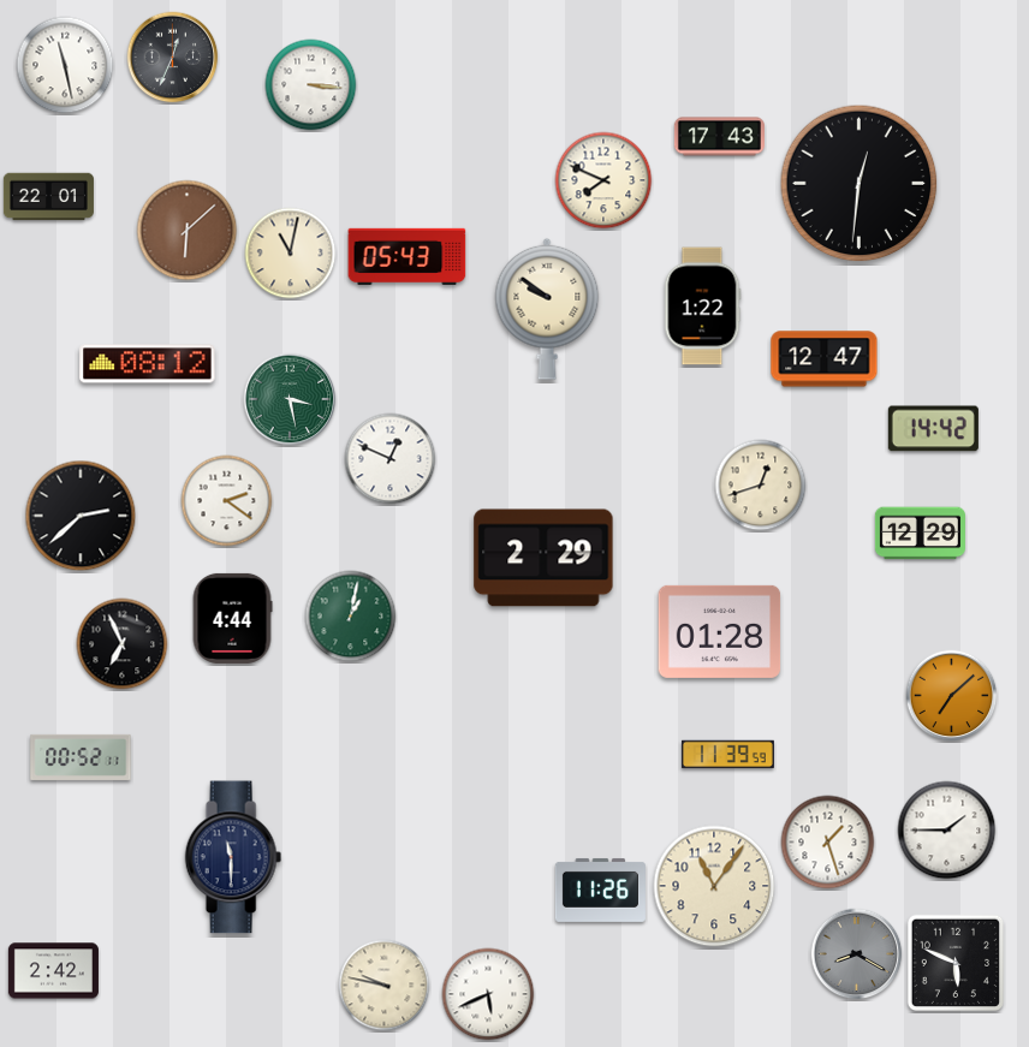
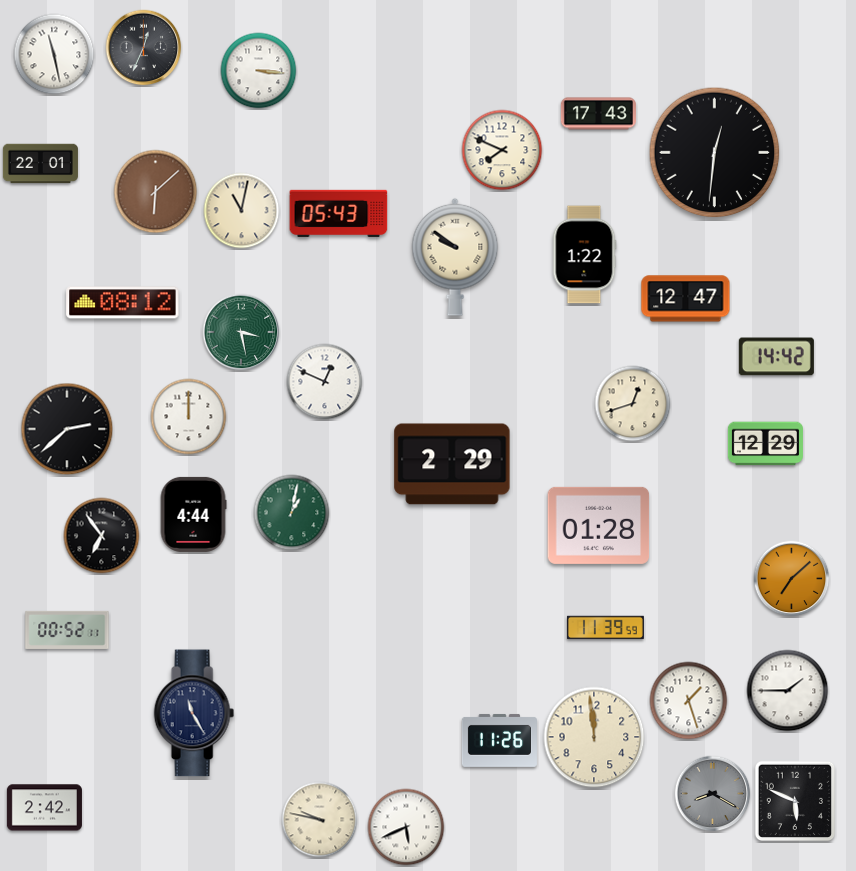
clock at (227, 501): 2:21 -> 12:00
clock at (123, 644): 6:56 -> 6:54
clock at (233, 857): 11:30 -> 11:25
clock at (714, 886): 11:06 -> 11:59
